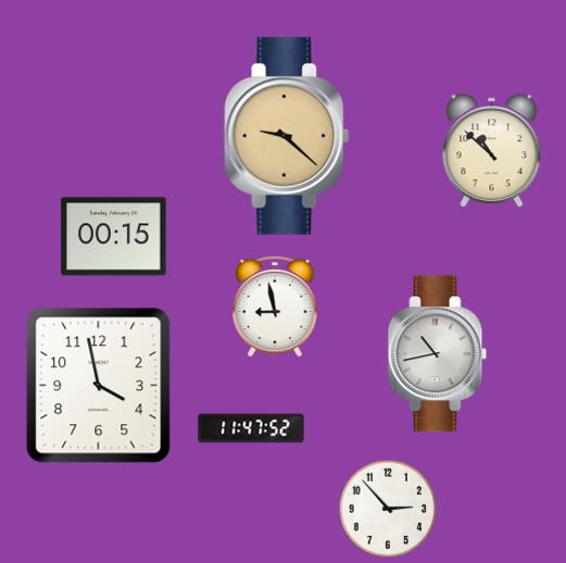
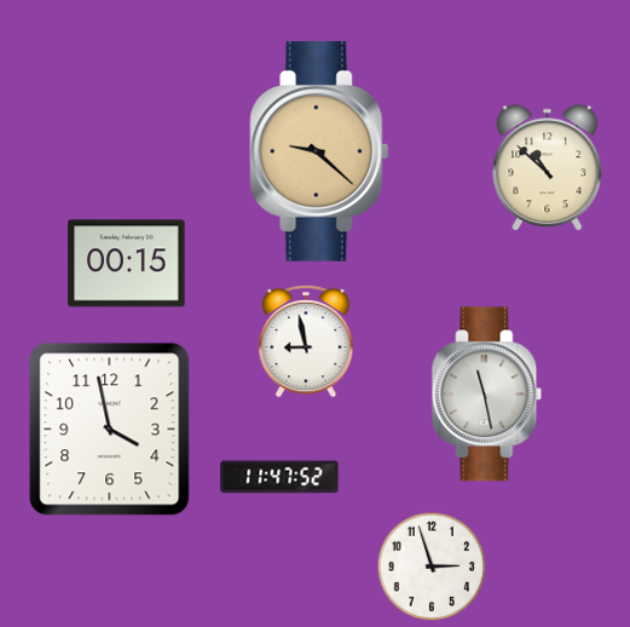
clock at (438, 354): 10:43 -> 11:28
clock at (387, 508): 2:53 -> 2:57
